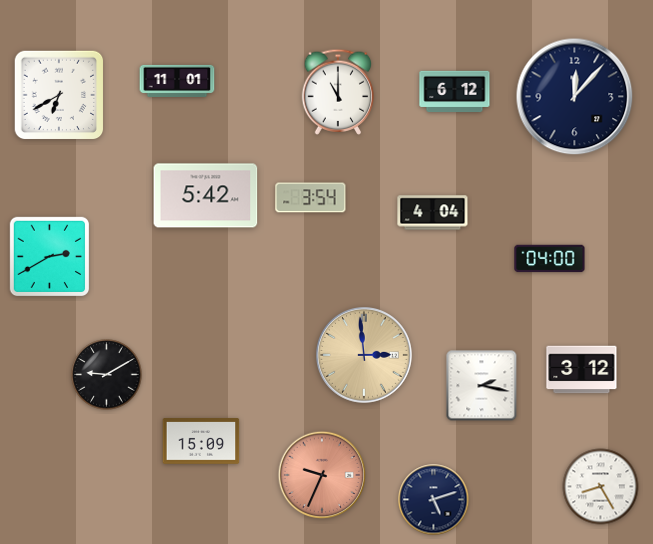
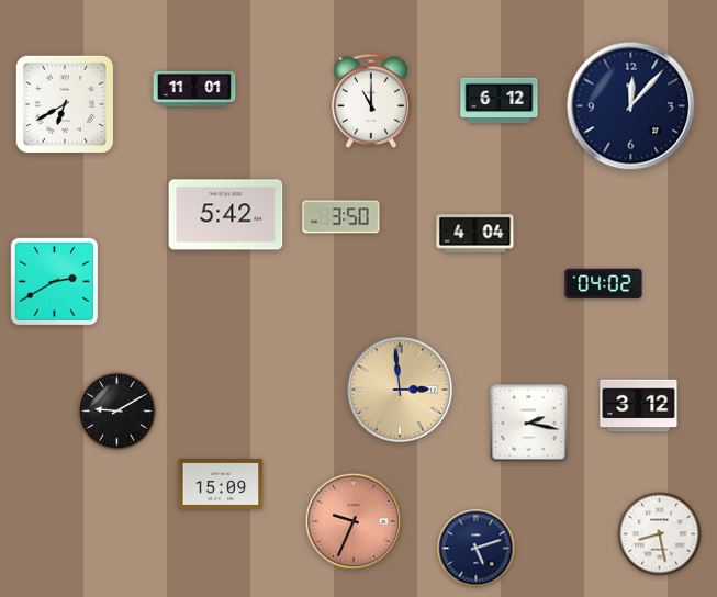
clock at (311, 198): 3:54 -> 3:50
clock at (550, 259): 04:00 -> 04:02
clock at (601, 487): 8:25 -> 8:28
